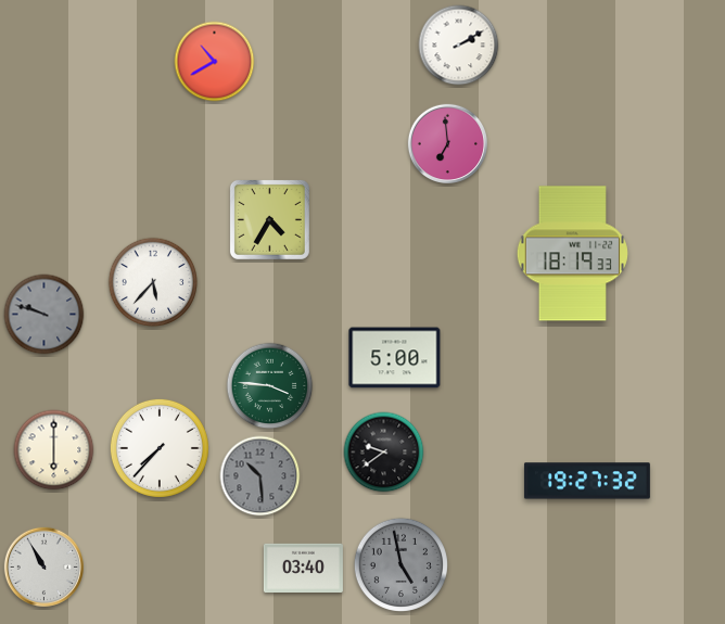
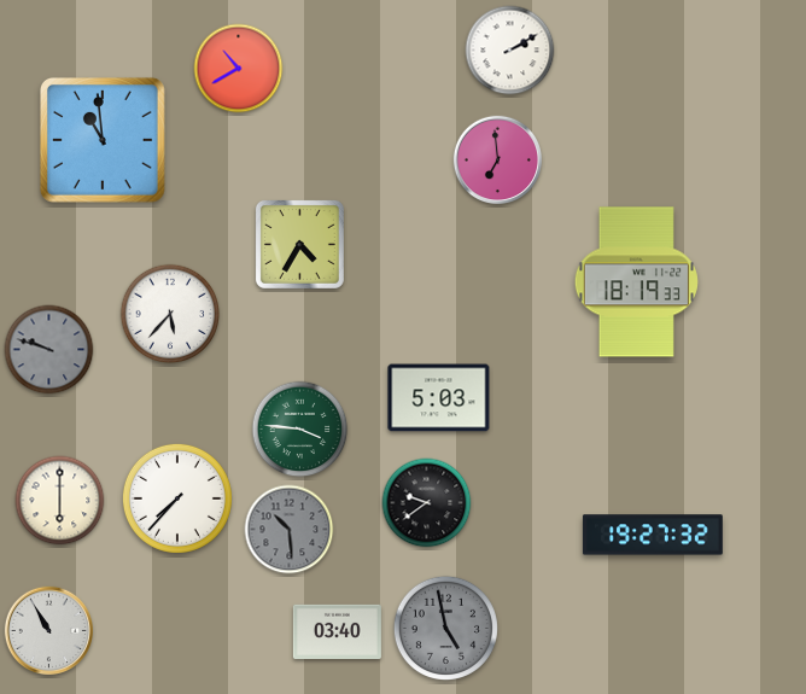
clock at (103, 140): none -> 10:59
clock at (395, 358): 5:00 -> 5:03
